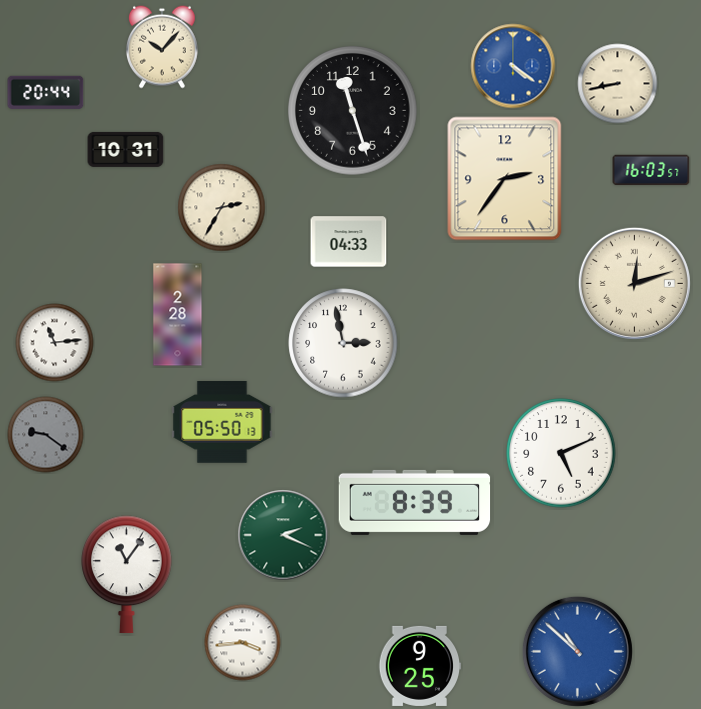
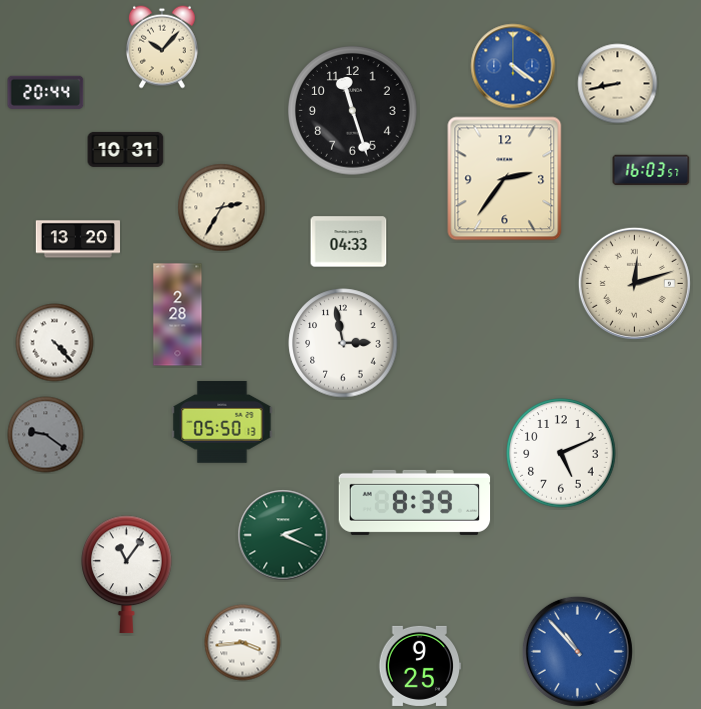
clock at (77, 239): none -> 13:20
clock at (55, 343): 11:14 -> 4:23
clock at (577, 651): 10:52 -> 10:53
